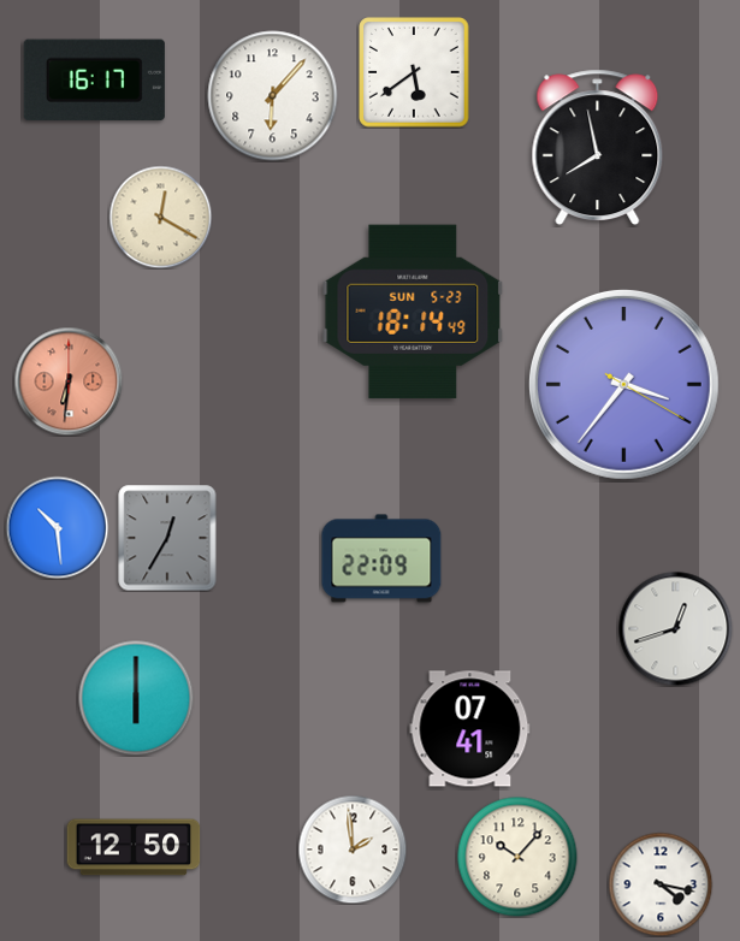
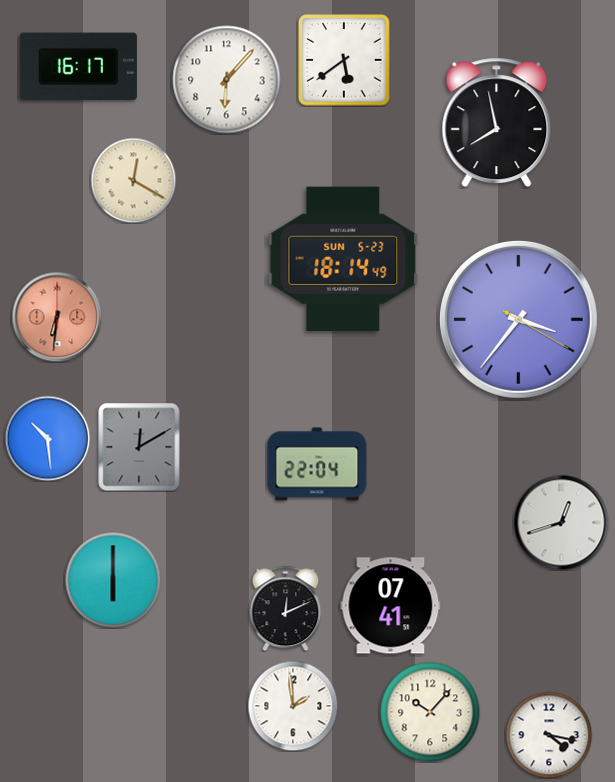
clock at (167, 538): 12:35 -> 12:10
clock at (381, 558): 22:09 -> 22:04
clock at (286, 608): none -> 12:11
clock at (134, 847): 12:50 -> none
